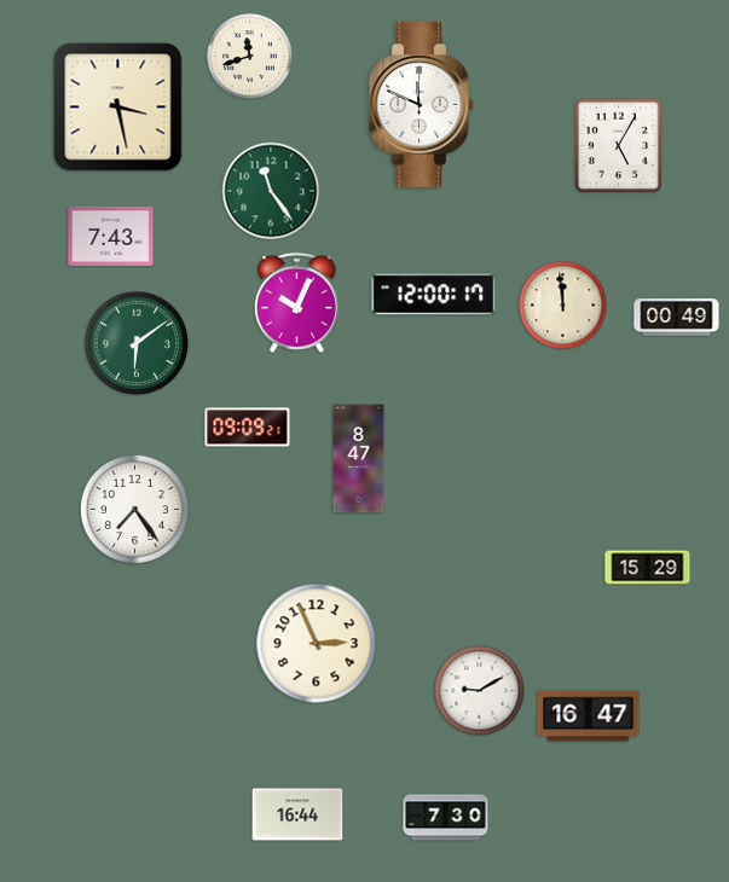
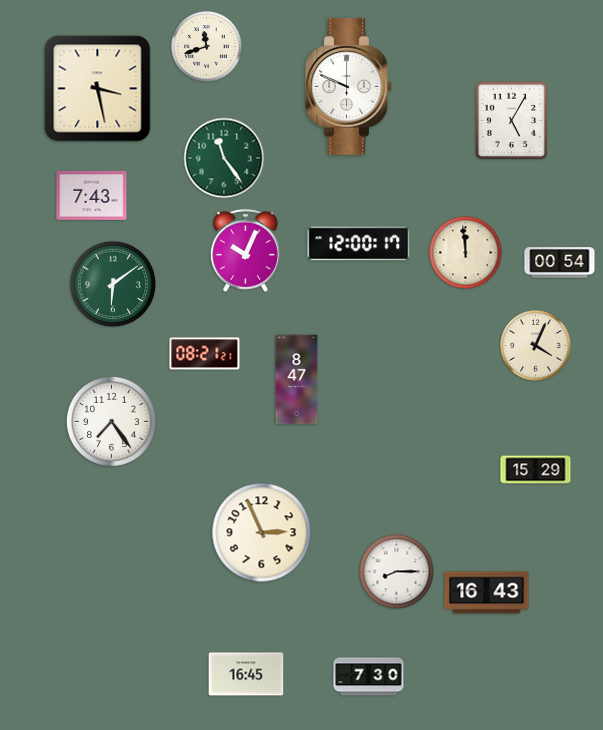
clock at (422, 104): 11:49 -> 9:49
clock at (677, 318): 00:49 -> 00:54
clock at (536, 346): none -> 4:04
clock at (248, 428): 09:09 -> 08:21
clock at (480, 691): 9:10 -> 8:15
clock at (589, 716): 16:47 -> 16:43
clock at (297, 814): 16:44 -> 16:45
